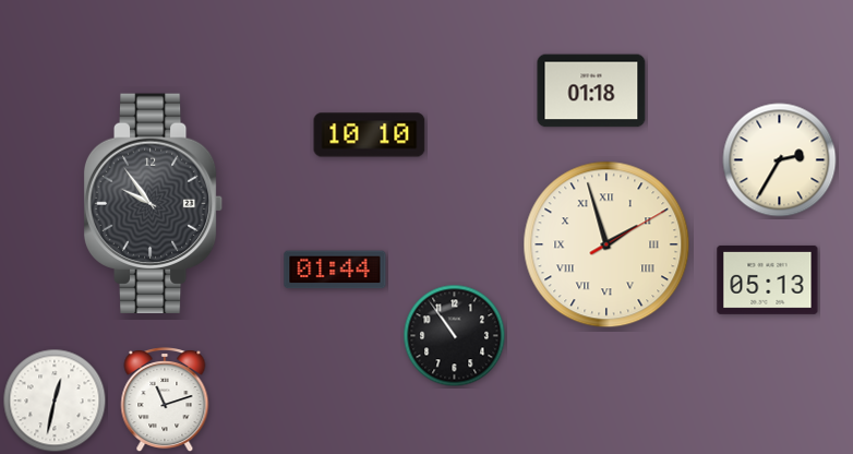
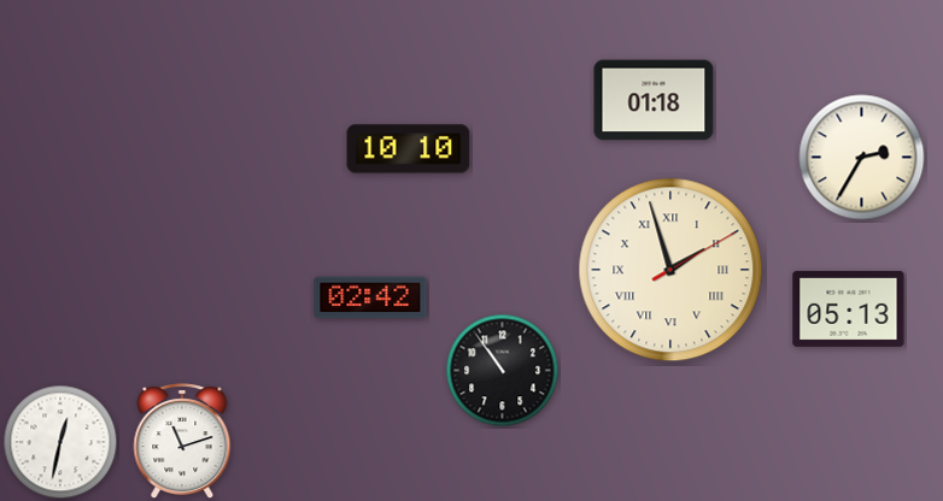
clock at (780, 160) position: (780, 160) -> (862, 158)
clock at (154, 203): 9:54 -> none
clock at (335, 270): 01:44 -> 02:42
